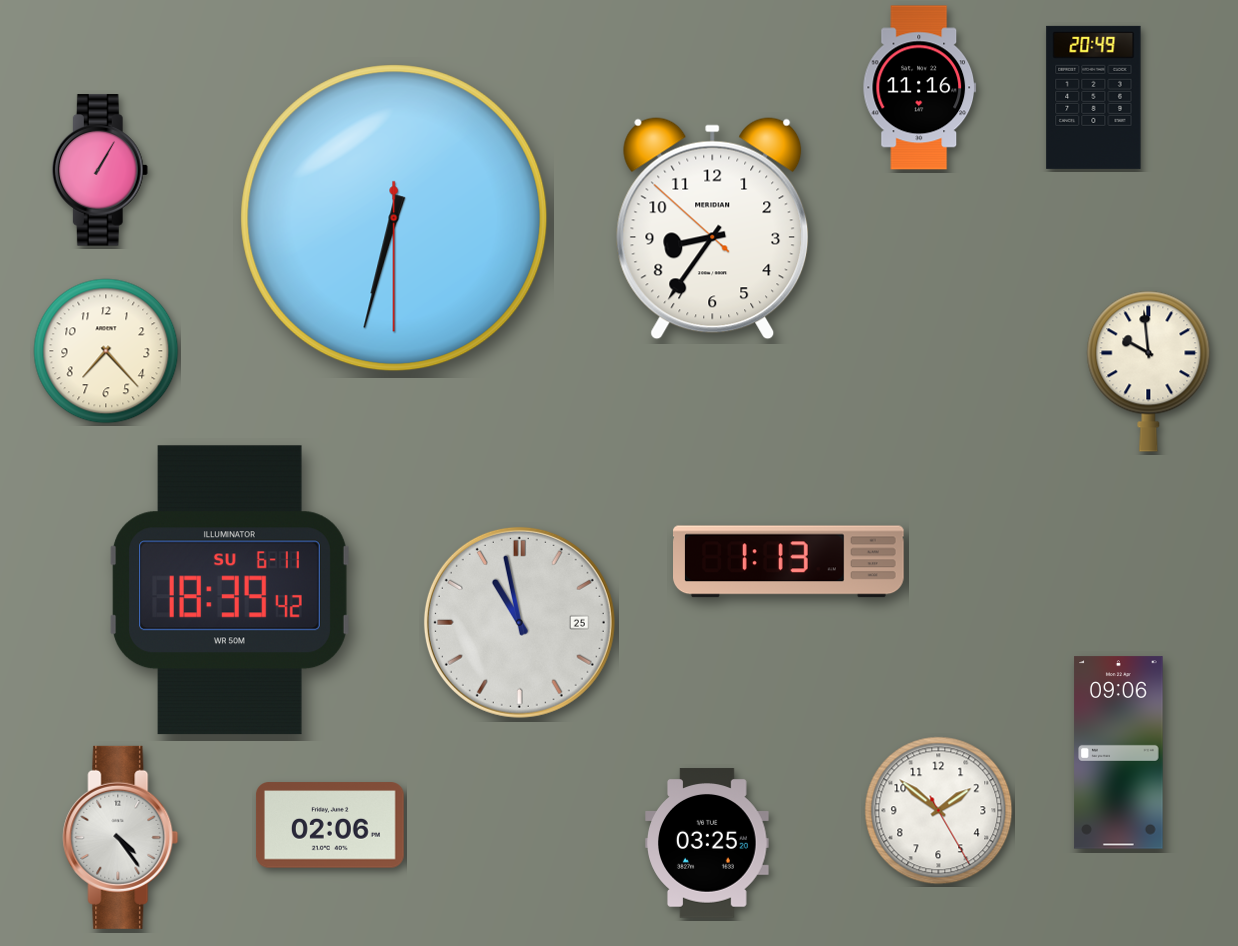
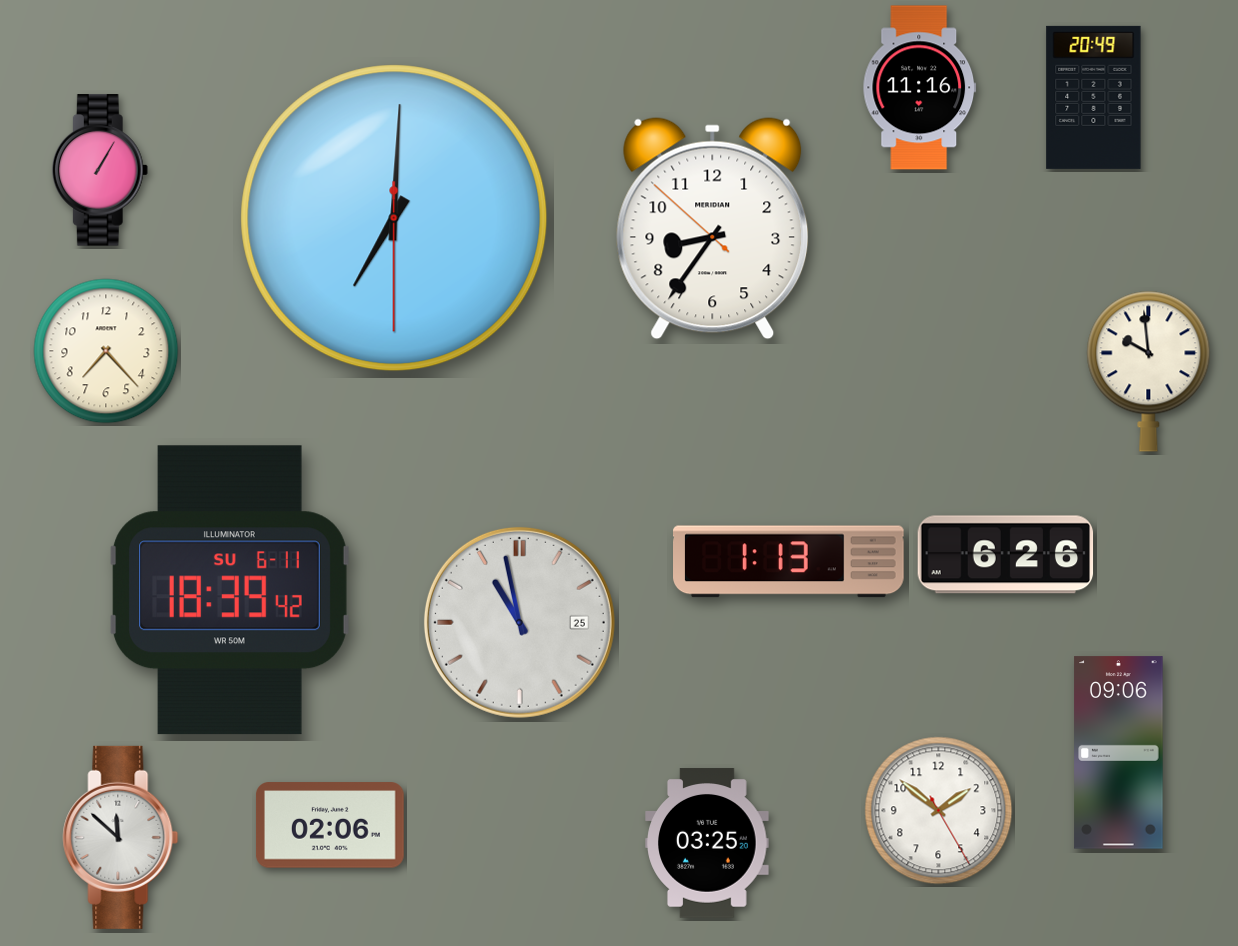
clock at (394, 218): 6:32 -> 7:00
clock at (1006, 555): none -> 6:26
clock at (121, 837): 4:24 -> 11:52
